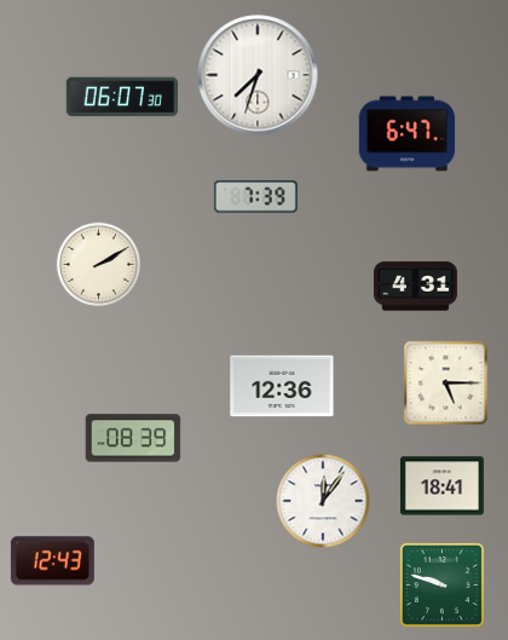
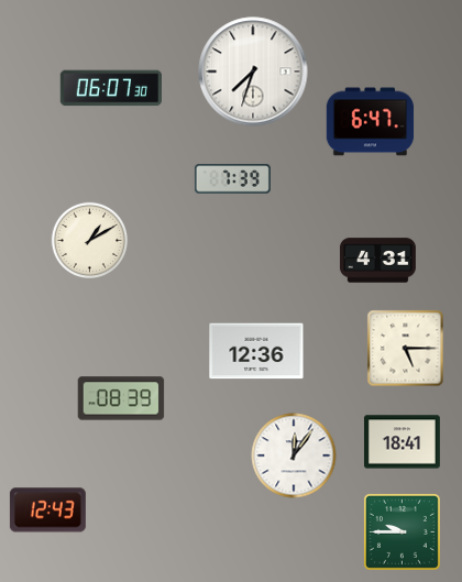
clock at (258, 75) position: (258, 75) -> (253, 72)
clock at (99, 265): 2:10 -> 1:10
clock at (441, 584): 9:48 -> 9:45
